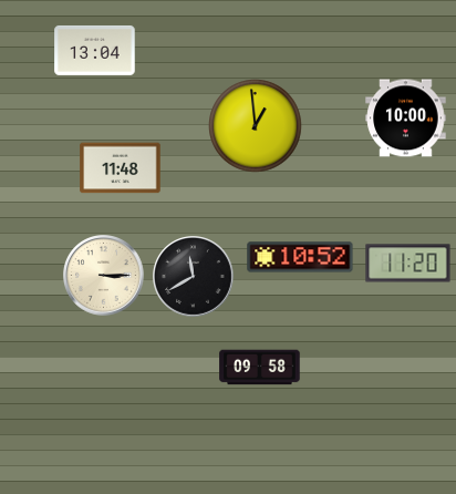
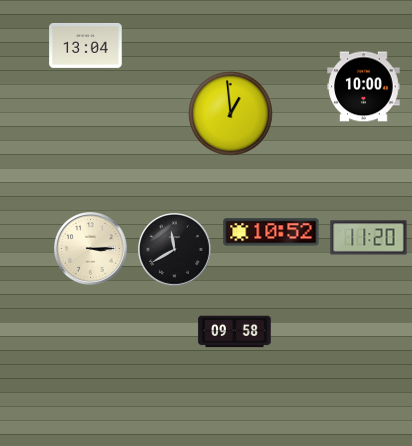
clock at (406, 119) position: (406, 119) -> (364, 87)
clock at (121, 168): 11:48 -> none
clock at (104, 276) position: (104, 276) -> (91, 249)
